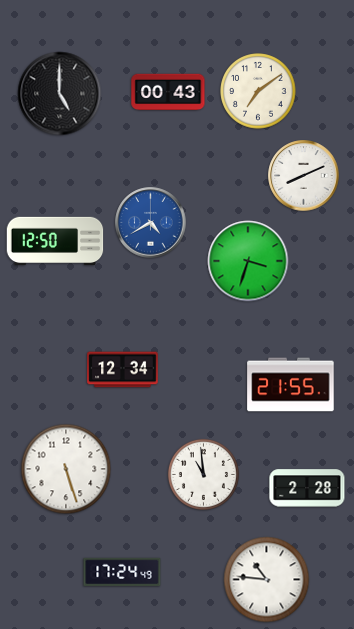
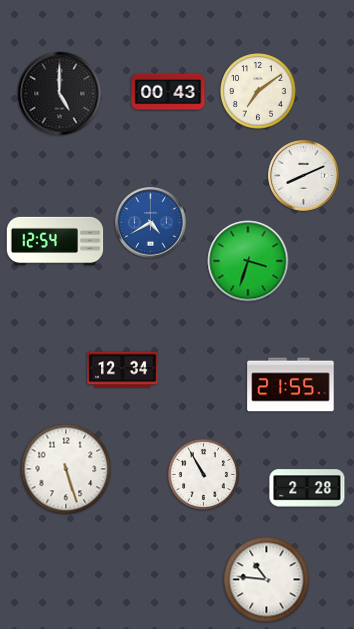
clock at (55, 240): 12:50 -> 12:54
clock at (203, 474): 10:59 -> 10:55
clock at (122, 571): 17:24 -> none
